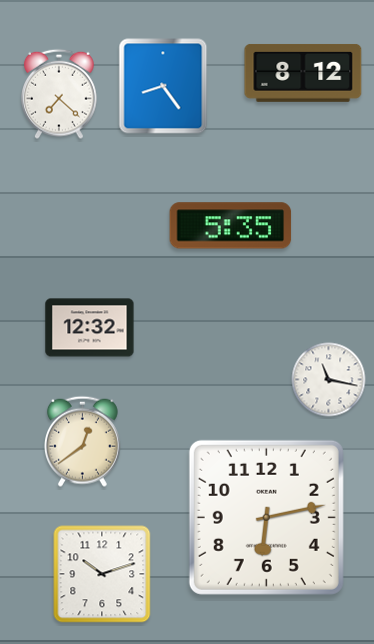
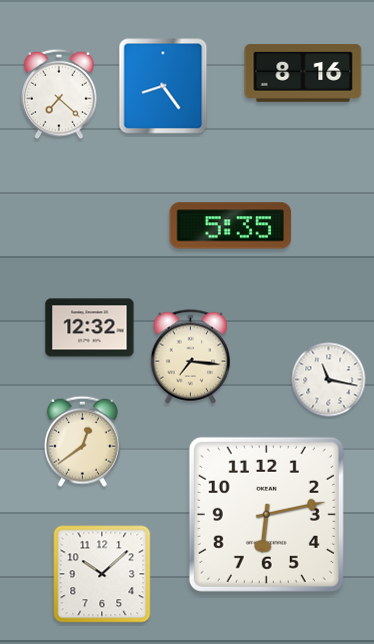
clock at (303, 73): 8:12 -> 8:16
clock at (191, 357): none -> 7:16
clock at (266, 517) position: (266, 517) -> (266, 514)
clock at (102, 574): 10:12 -> 10:08
